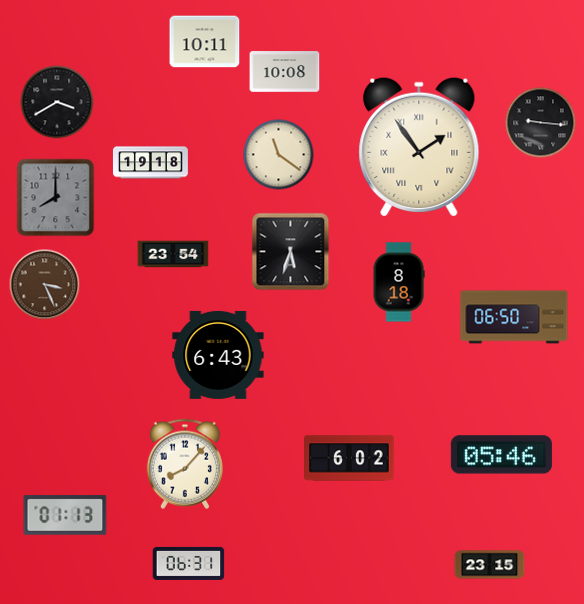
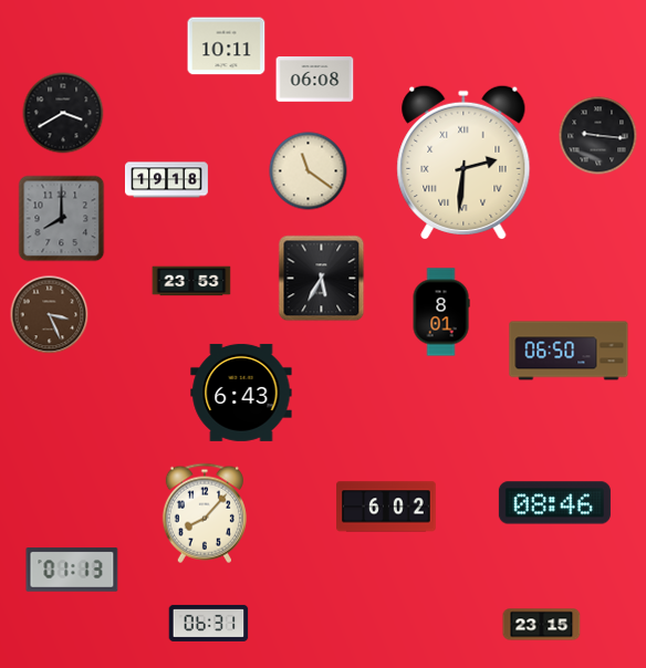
clock at (285, 72): 10:08 -> 06:08
clock at (419, 147): 1:54 -> 2:31
clock at (291, 252): 5:33 -> 5:35
clock at (173, 254): 23:54 -> 23:53
clock at (399, 282): 8:18 -> 8:01
clock at (501, 455): 05:46 -> 08:46
